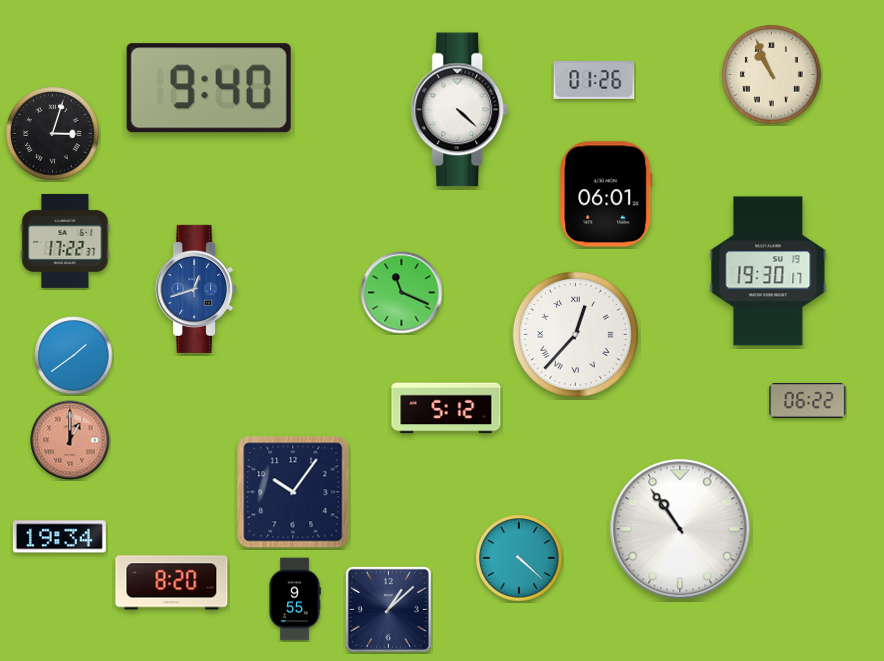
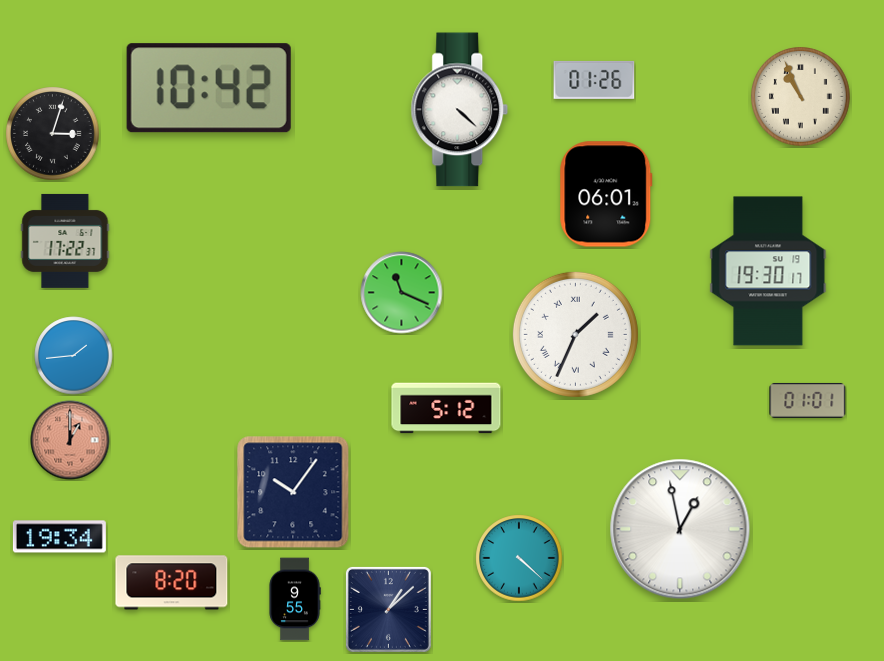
clock at (772, 75) position: (772, 75) -> (801, 97)
clock at (209, 88): 9:40 -> 10:42
clock at (196, 289): 12:42 -> none
clock at (575, 334): 12:37 -> 1:34
clock at (74, 356): 1:39 -> 1:44
clock at (808, 400): 06:22 -> 01:01
clock at (680, 529): 10:54 -> 12:58
